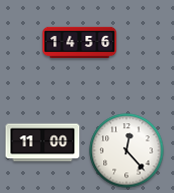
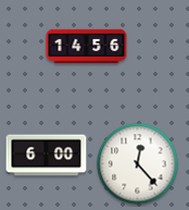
clock at (43, 143): 11:00 -> 6:00
